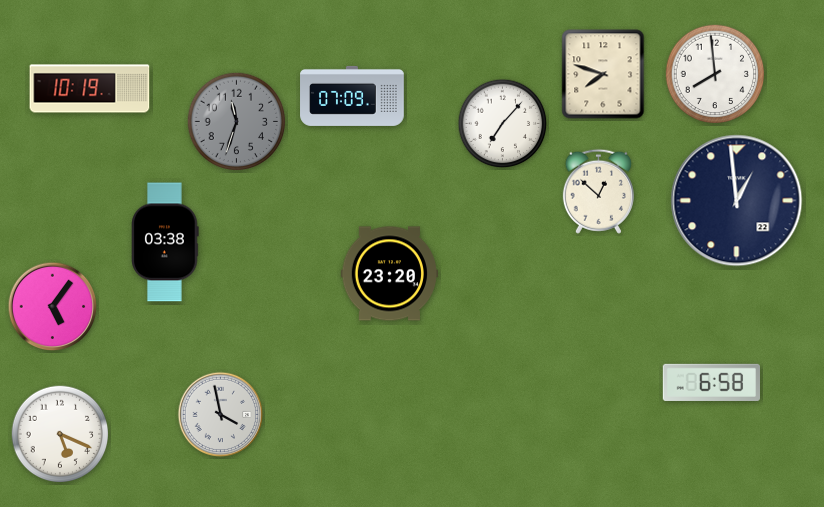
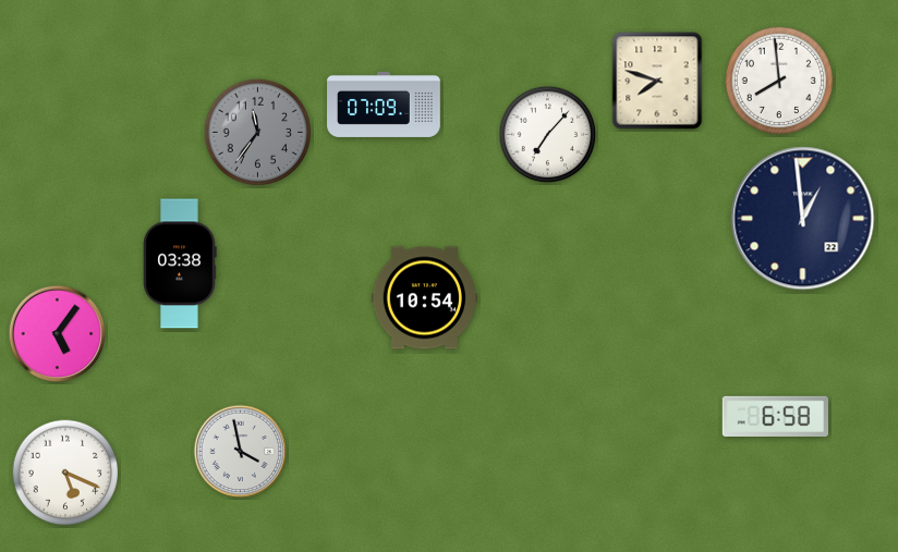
clock at (90, 89): 10:19 -> none
clock at (237, 122): 11:33 -> 11:36
clock at (598, 191): 12:52 -> none
clock at (389, 274): 23:20 -> 10:54
